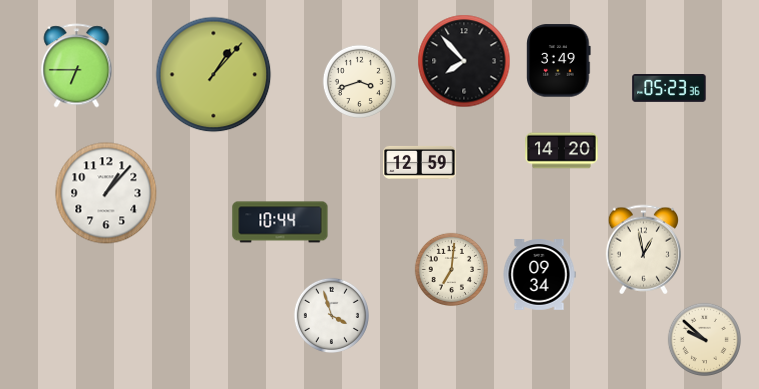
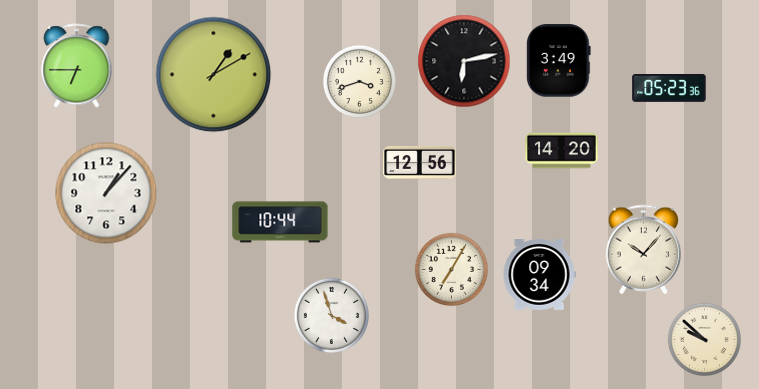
clock at (464, 61): 7:53 -> 6:13
clock at (214, 75): 1:07 -> 1:10
clock at (420, 162): 12:59 -> 12:56
clock at (643, 250): 12:58 -> 10:07
clock at (451, 269): 7:01 -> 7:05
